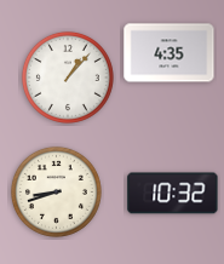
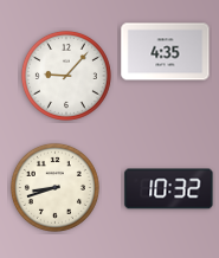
clock at (68, 78): 1:07 -> 9:07
